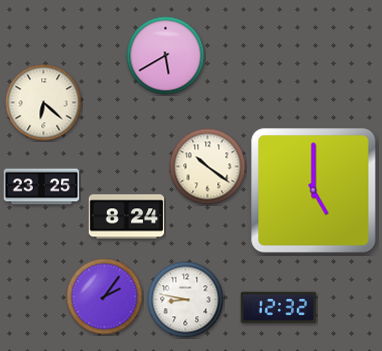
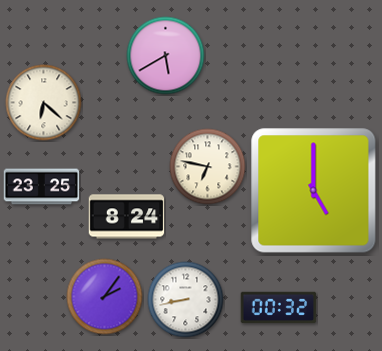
clock at (208, 167): 10:21 -> 6:47
clock at (186, 300): 8:47 -> 8:43
clock at (279, 308): 12:32 -> 00:32
